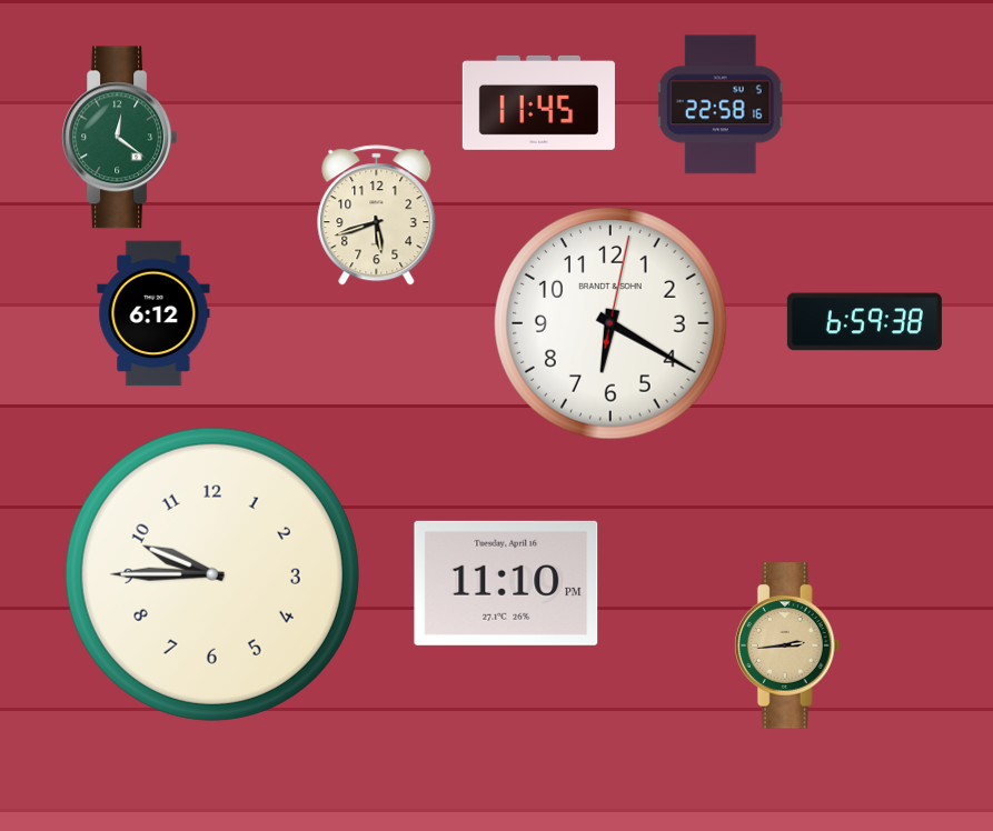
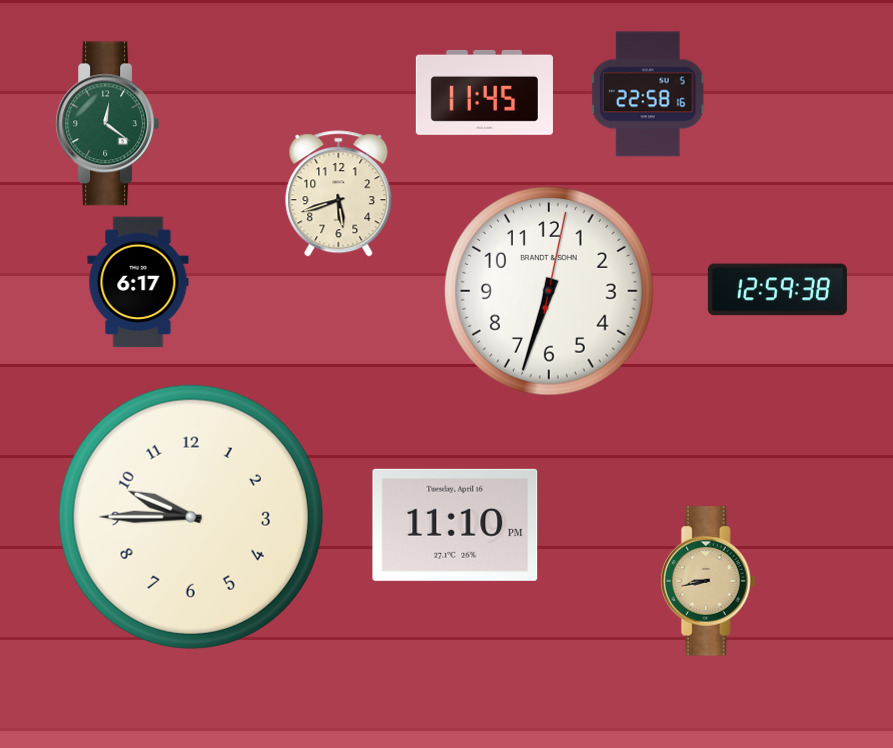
clock at (153, 313): 6:12 -> 6:17
clock at (864, 322): 6:59 -> 12:59
clock at (612, 324): 6:20 -> 6:33
clock at (787, 645): 2:44 -> 8:43
